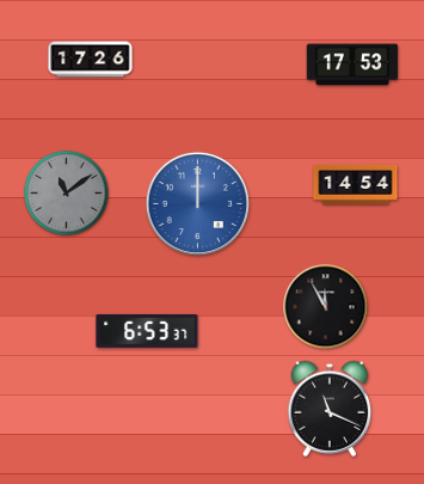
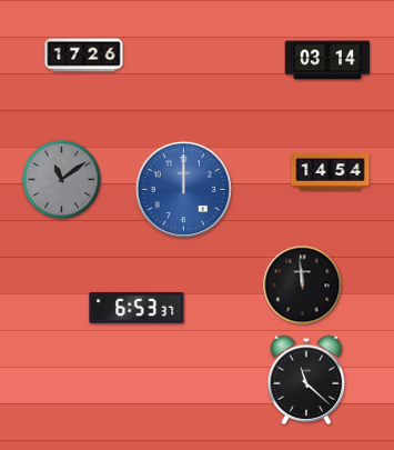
clock at (352, 65): 17:53 -> 03:14
clock at (326, 307): 11:55 -> 11:59
clock at (330, 409): 11:19 -> 11:22
